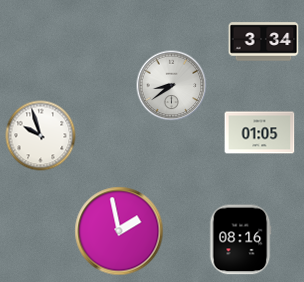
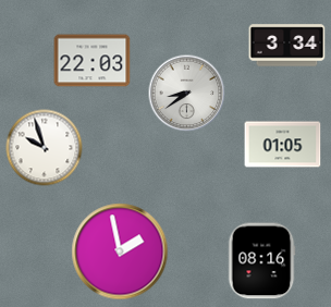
clock at (93, 61): none -> 22:03
clock at (119, 231) position: (119, 231) -> (120, 251)
